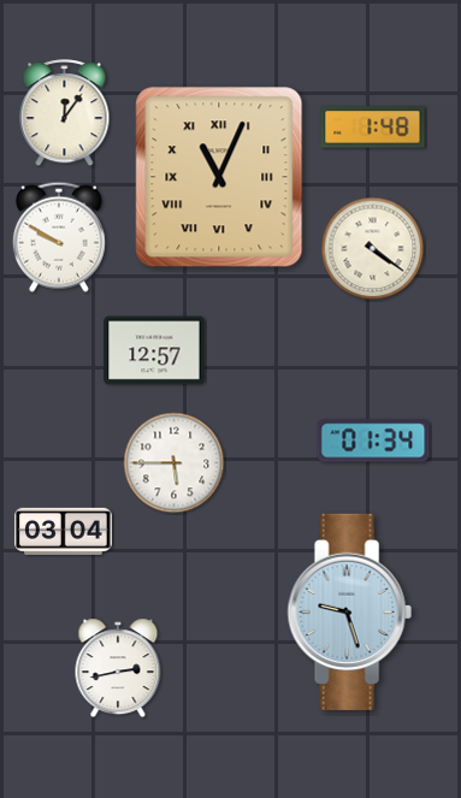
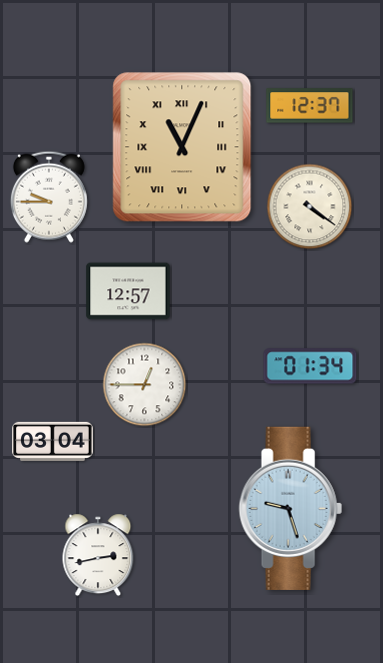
clock at (65, 113): 12:06 -> none
clock at (373, 128): 1:48 -> 12:37
clock at (59, 237): 9:50 -> 9:45
clock at (175, 463): 5:45 -> 12:45
